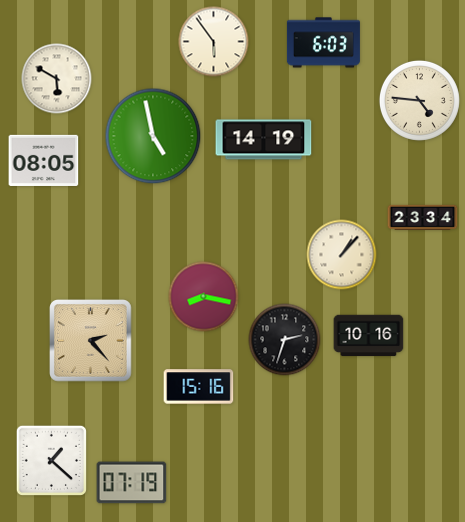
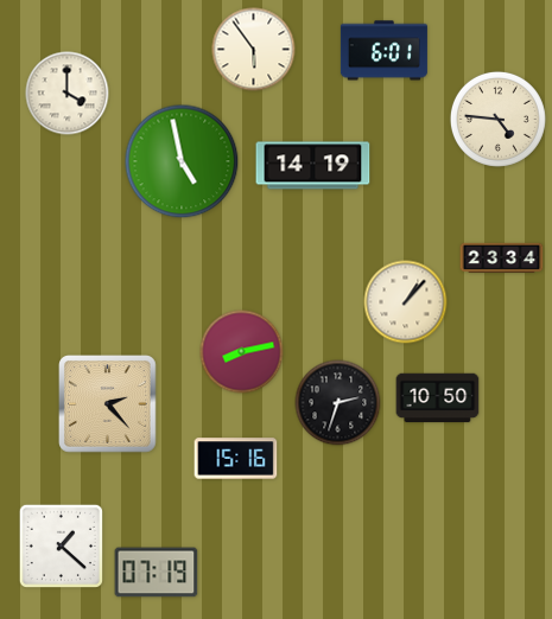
clock at (323, 43): 6:03 -> 6:01
clock at (57, 79): 5:50 -> 4:00
clock at (44, 160): 08:05 -> none
clock at (204, 297): 8:17 -> 8:13
clock at (369, 336): 10:16 -> 10:50
